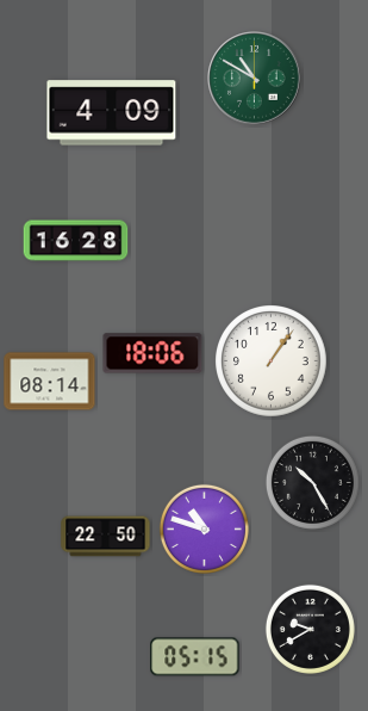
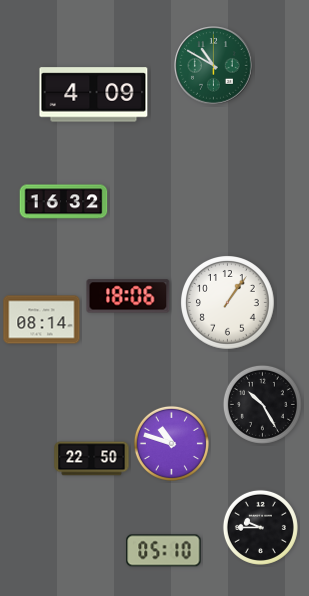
clock at (76, 241): 16:28 -> 16:32
clock at (106, 537) position: (106, 537) -> (92, 459)
clock at (310, 629): 9:40 -> 9:45
clock at (195, 657): 05:15 -> 05:10
